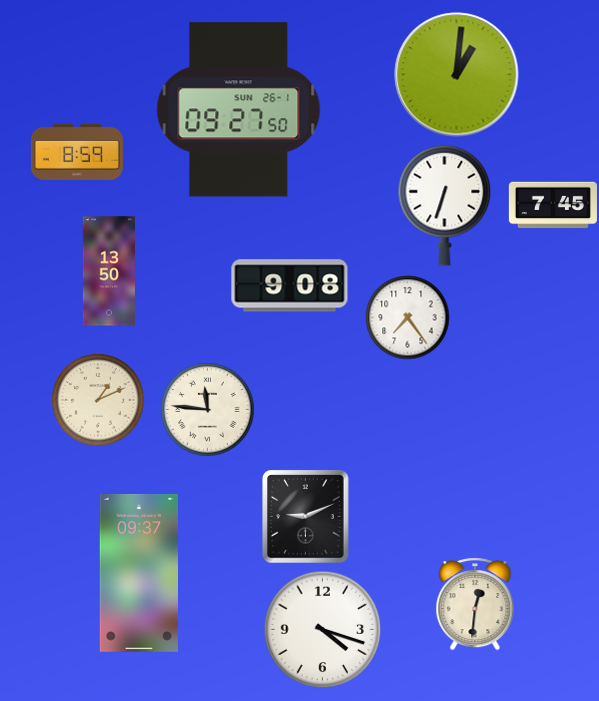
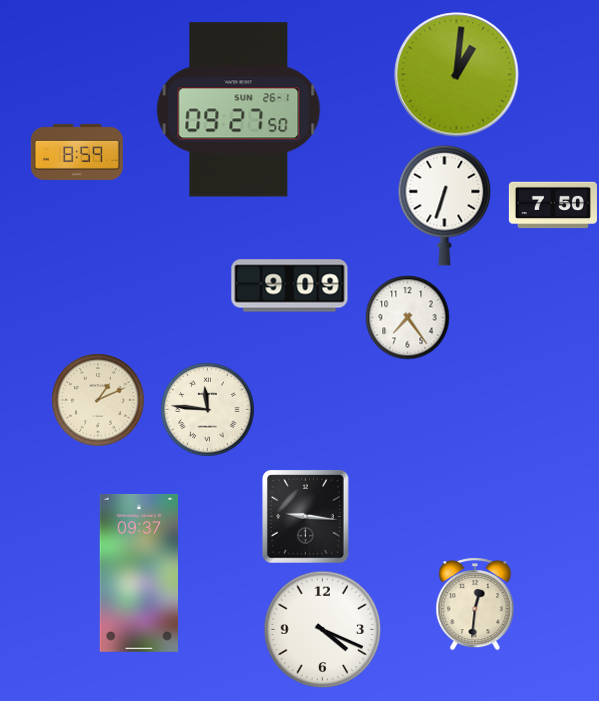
clock at (553, 205): 7:45 -> 7:50
clock at (108, 271): 13:50 -> none
clock at (290, 286): 9:08 -> 9:09
clock at (306, 516): 9:11 -> 9:16
clock at (322, 629): 4:18 -> 4:19
